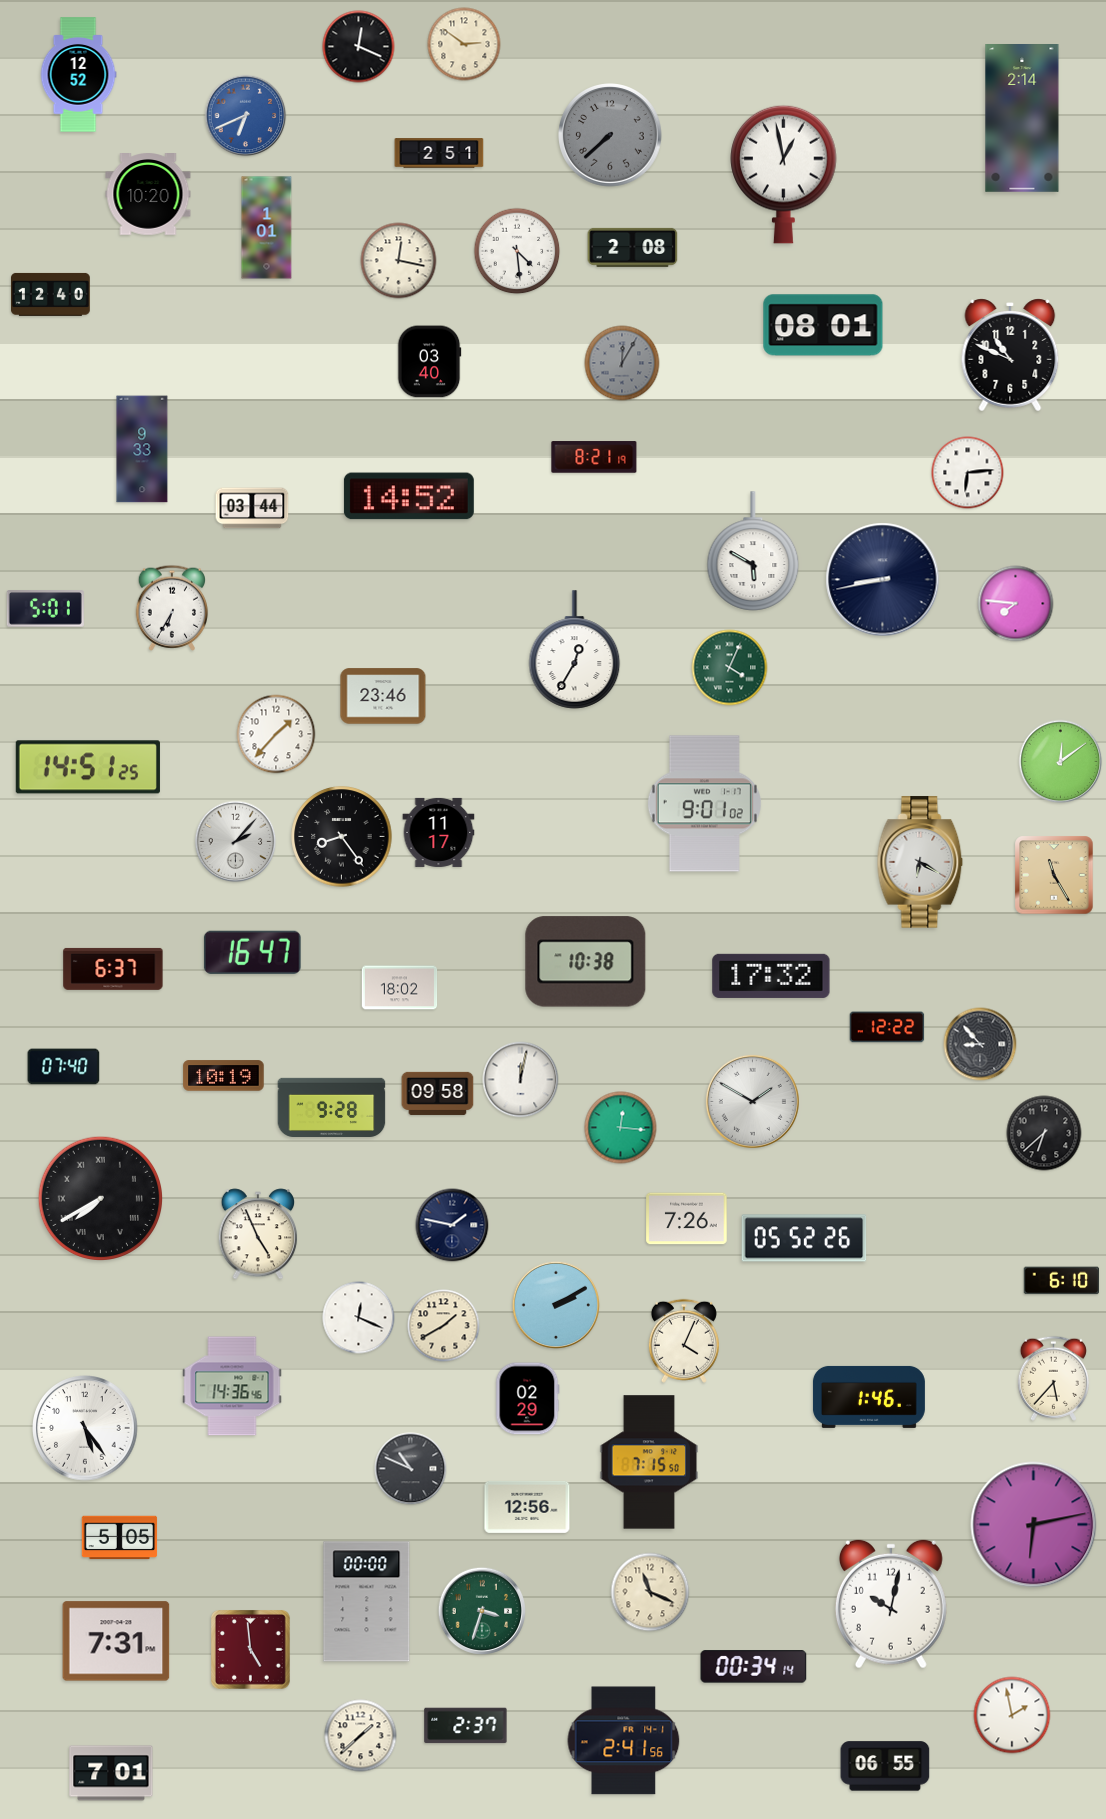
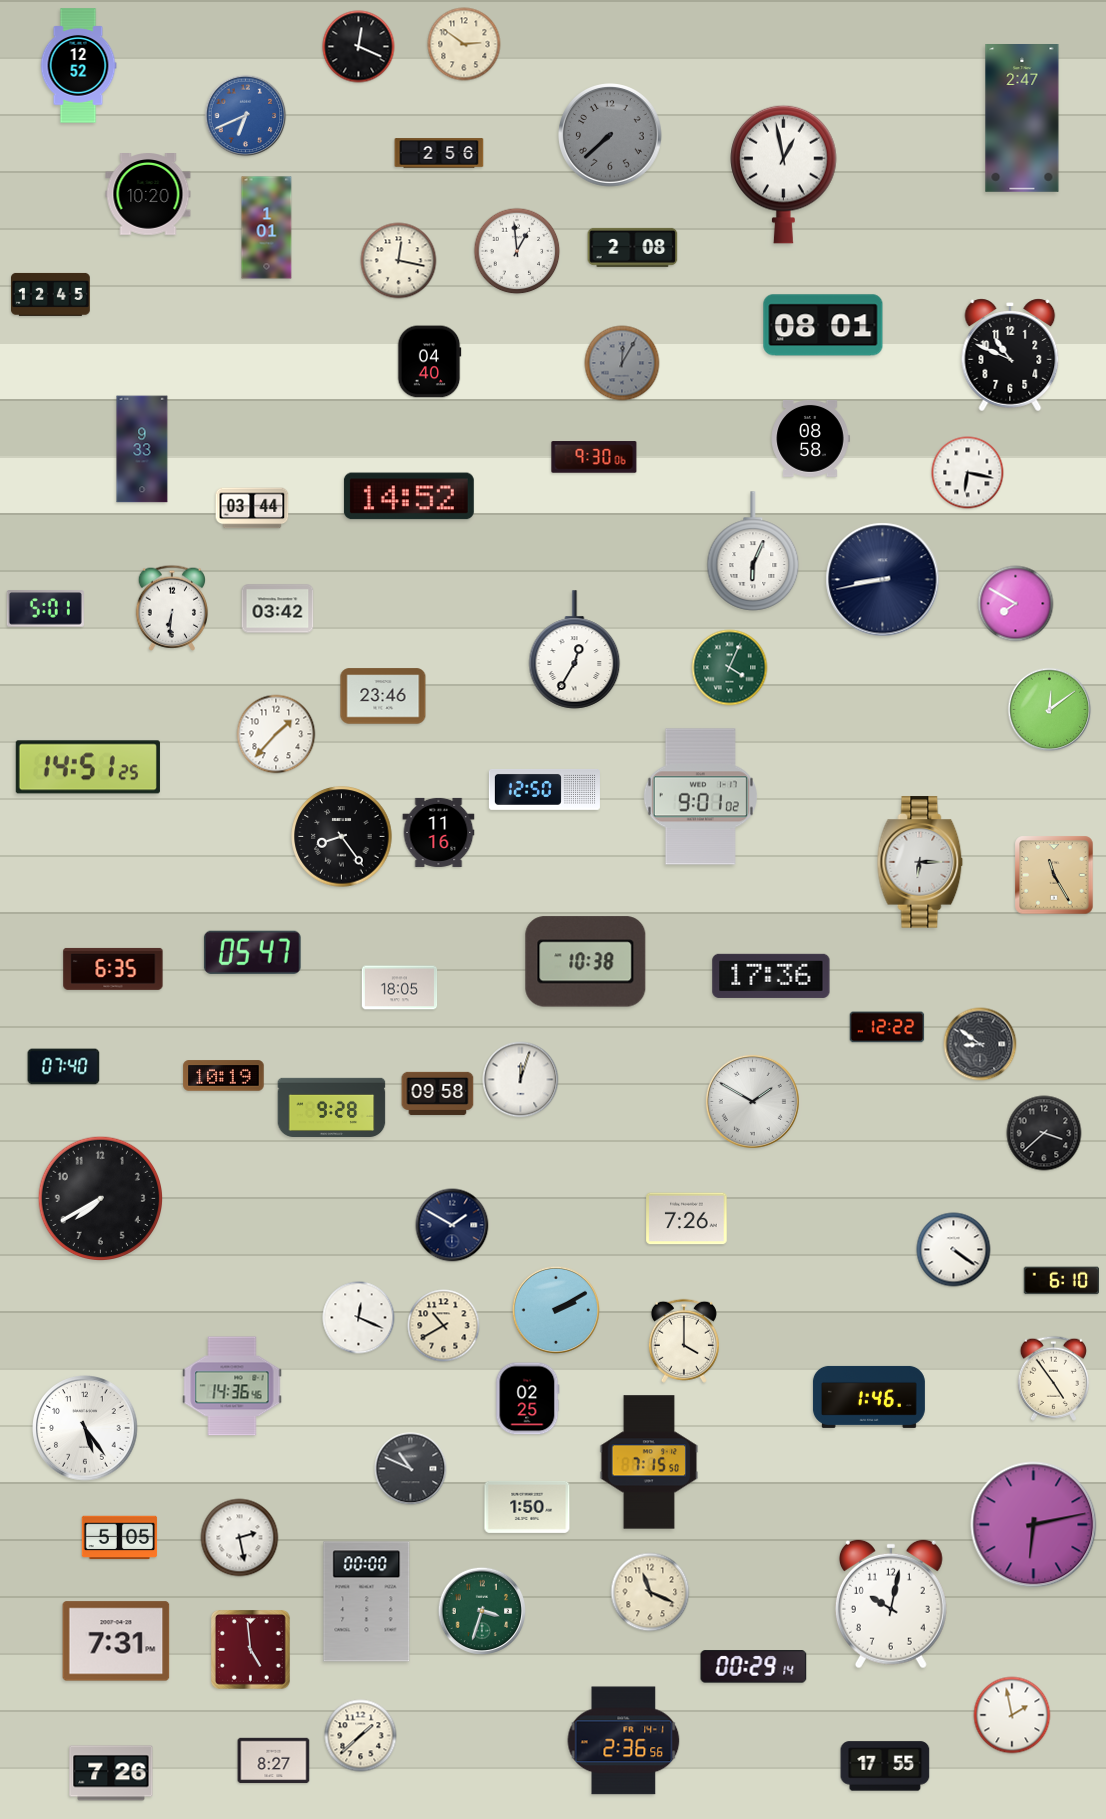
clock at (78, 75) position: (78, 75) -> (78, 66)
clock at (1022, 119): 2:14 -> 2:47
clock at (439, 153): 2:51 -> 2:56
clock at (517, 251): 4:29 -> 12:59
clock at (51, 294): 12:40 -> 12:45
clock at (429, 362): 03:40 -> 04:40
clock at (810, 439): none -> 08:58
clock at (594, 457): 8:21 -> 9:30
clock at (968, 473): 6:14 -> 6:17
clock at (753, 551): 5:50 -> 6:04
clock at (1016, 604): 7:46 -> 7:50
clock at (172, 608): 6:35 -> 6:31
clock at (278, 609): none -> 03:42
clock at (1061, 762) position: (1061, 762) -> (1050, 710)
clock at (544, 790): none -> 12:50
clock at (704, 804) position: (704, 804) -> (700, 797)
clock at (439, 832): 11:17 -> 11:16
clock at (236, 842): 2:07 -> none
clock at (920, 862): 6:20 -> 6:15
clock at (252, 952): 16:47 -> 05:47
clock at (113, 969): 6:37 -> 6:35
clock at (771, 976): 17:32 -> 17:36
clock at (400, 988): 18:02 -> 18:05
clock at (980, 1044): 8:53 -> 8:51
clock at (521, 1080): 12:02 -> 12:03
clock at (621, 1128): 12:16 -> none
clock at (1044, 1133): 6:38 -> 3:38
clock at (100, 1198) numerals: Roman -> Arabic
clock at (452, 1225): 1:47 -> 1:50
clock at (258, 1234): 4:56 -> none
clock at (804, 1238): 05:52 -> none
clock at (954, 1250): none -> 4:21
clock at (556, 1305) position: (556, 1305) -> (556, 1310)
clock at (444, 1326): 1:40 -> 10:40
clock at (684, 1341): 4:04 -> 4:00
clock at (1053, 1378): 5:37 -> 4:54
clock at (528, 1399): 02:29 -> 02:25
clock at (527, 1507): 12:56 -> 1:50
clock at (240, 1538): none -> 2:28
clock at (754, 1667): 00:34 -> 00:29
clock at (466, 1726): 2:37 -> none
clock at (624, 1741): 2:41 -> 2:36
clock at (274, 1761): none -> 8:27
clock at (885, 1766): 06:55 -> 17:55
clock at (111, 1773): 7:01 -> 7:26
